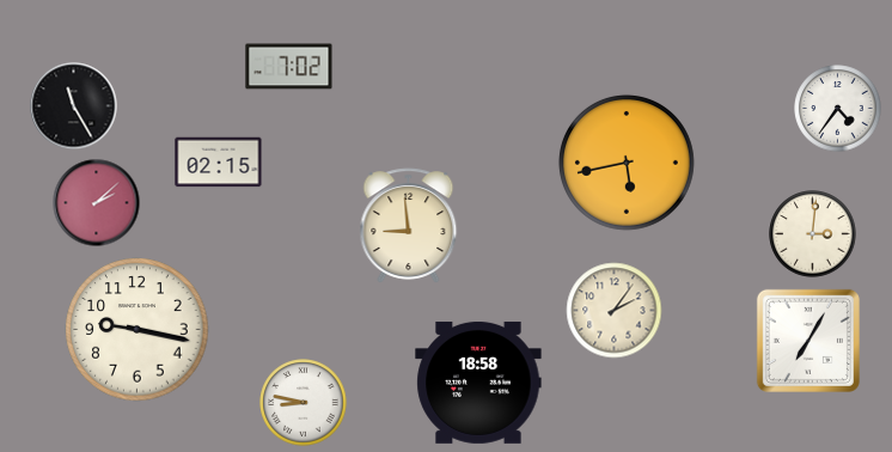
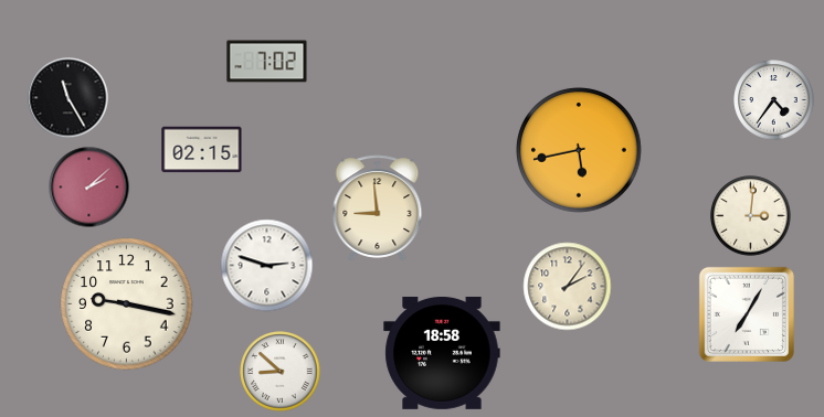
clock at (267, 266): none -> 2:48
clock at (304, 403): 8:47 -> 8:52
